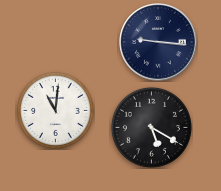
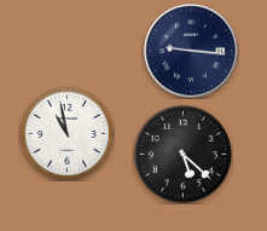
clock at (55, 110): 11:01 -> 10:58
clock at (151, 127): 5:20 -> 5:22
